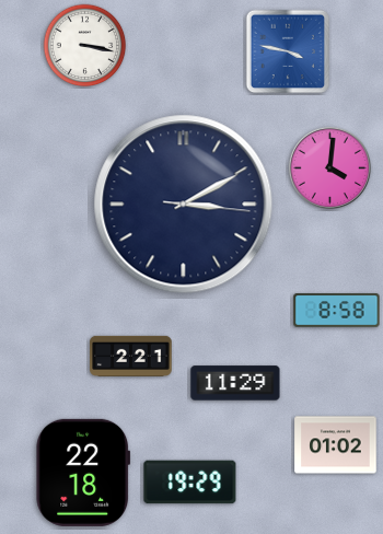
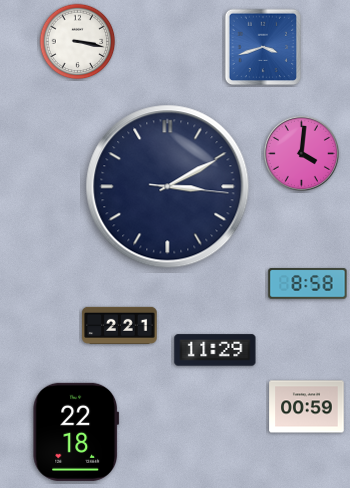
clock at (288, 51): 3:47 -> 3:42
clock at (336, 445): 01:02 -> 00:59
clock at (190, 483): 19:29 -> none
